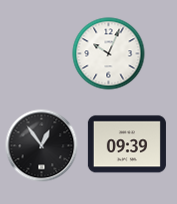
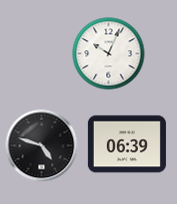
clock at (127, 144): 09:39 -> 06:39
clock at (42, 146): 12:54 -> 4:48
